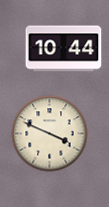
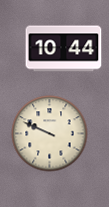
clock at (50, 134): 3:49 -> 9:49
